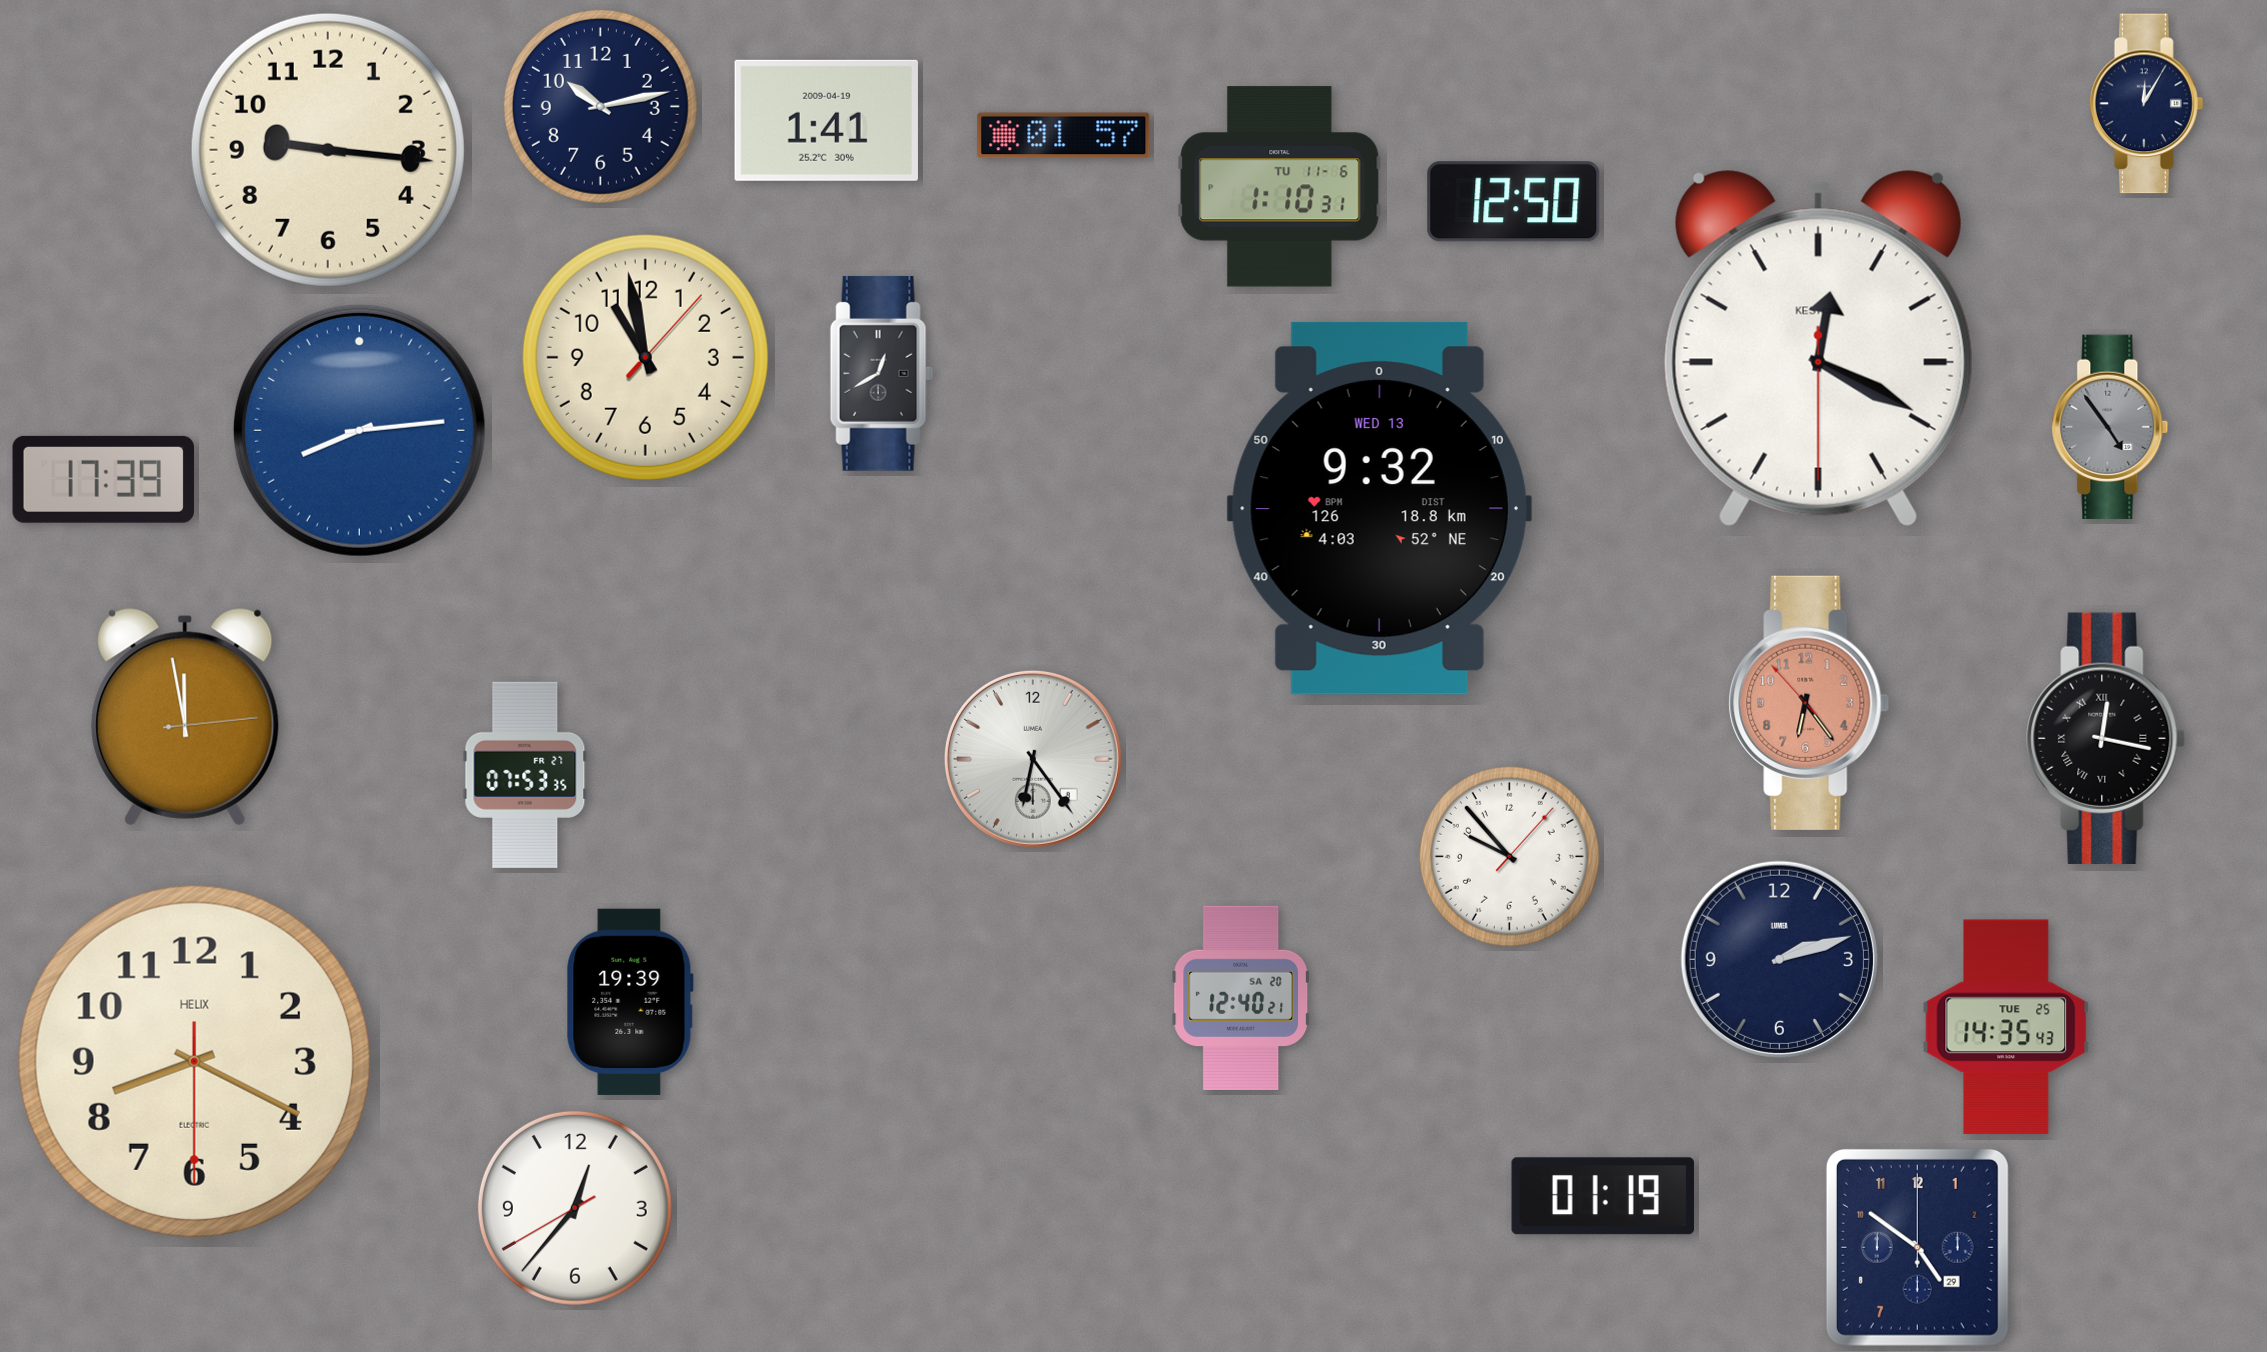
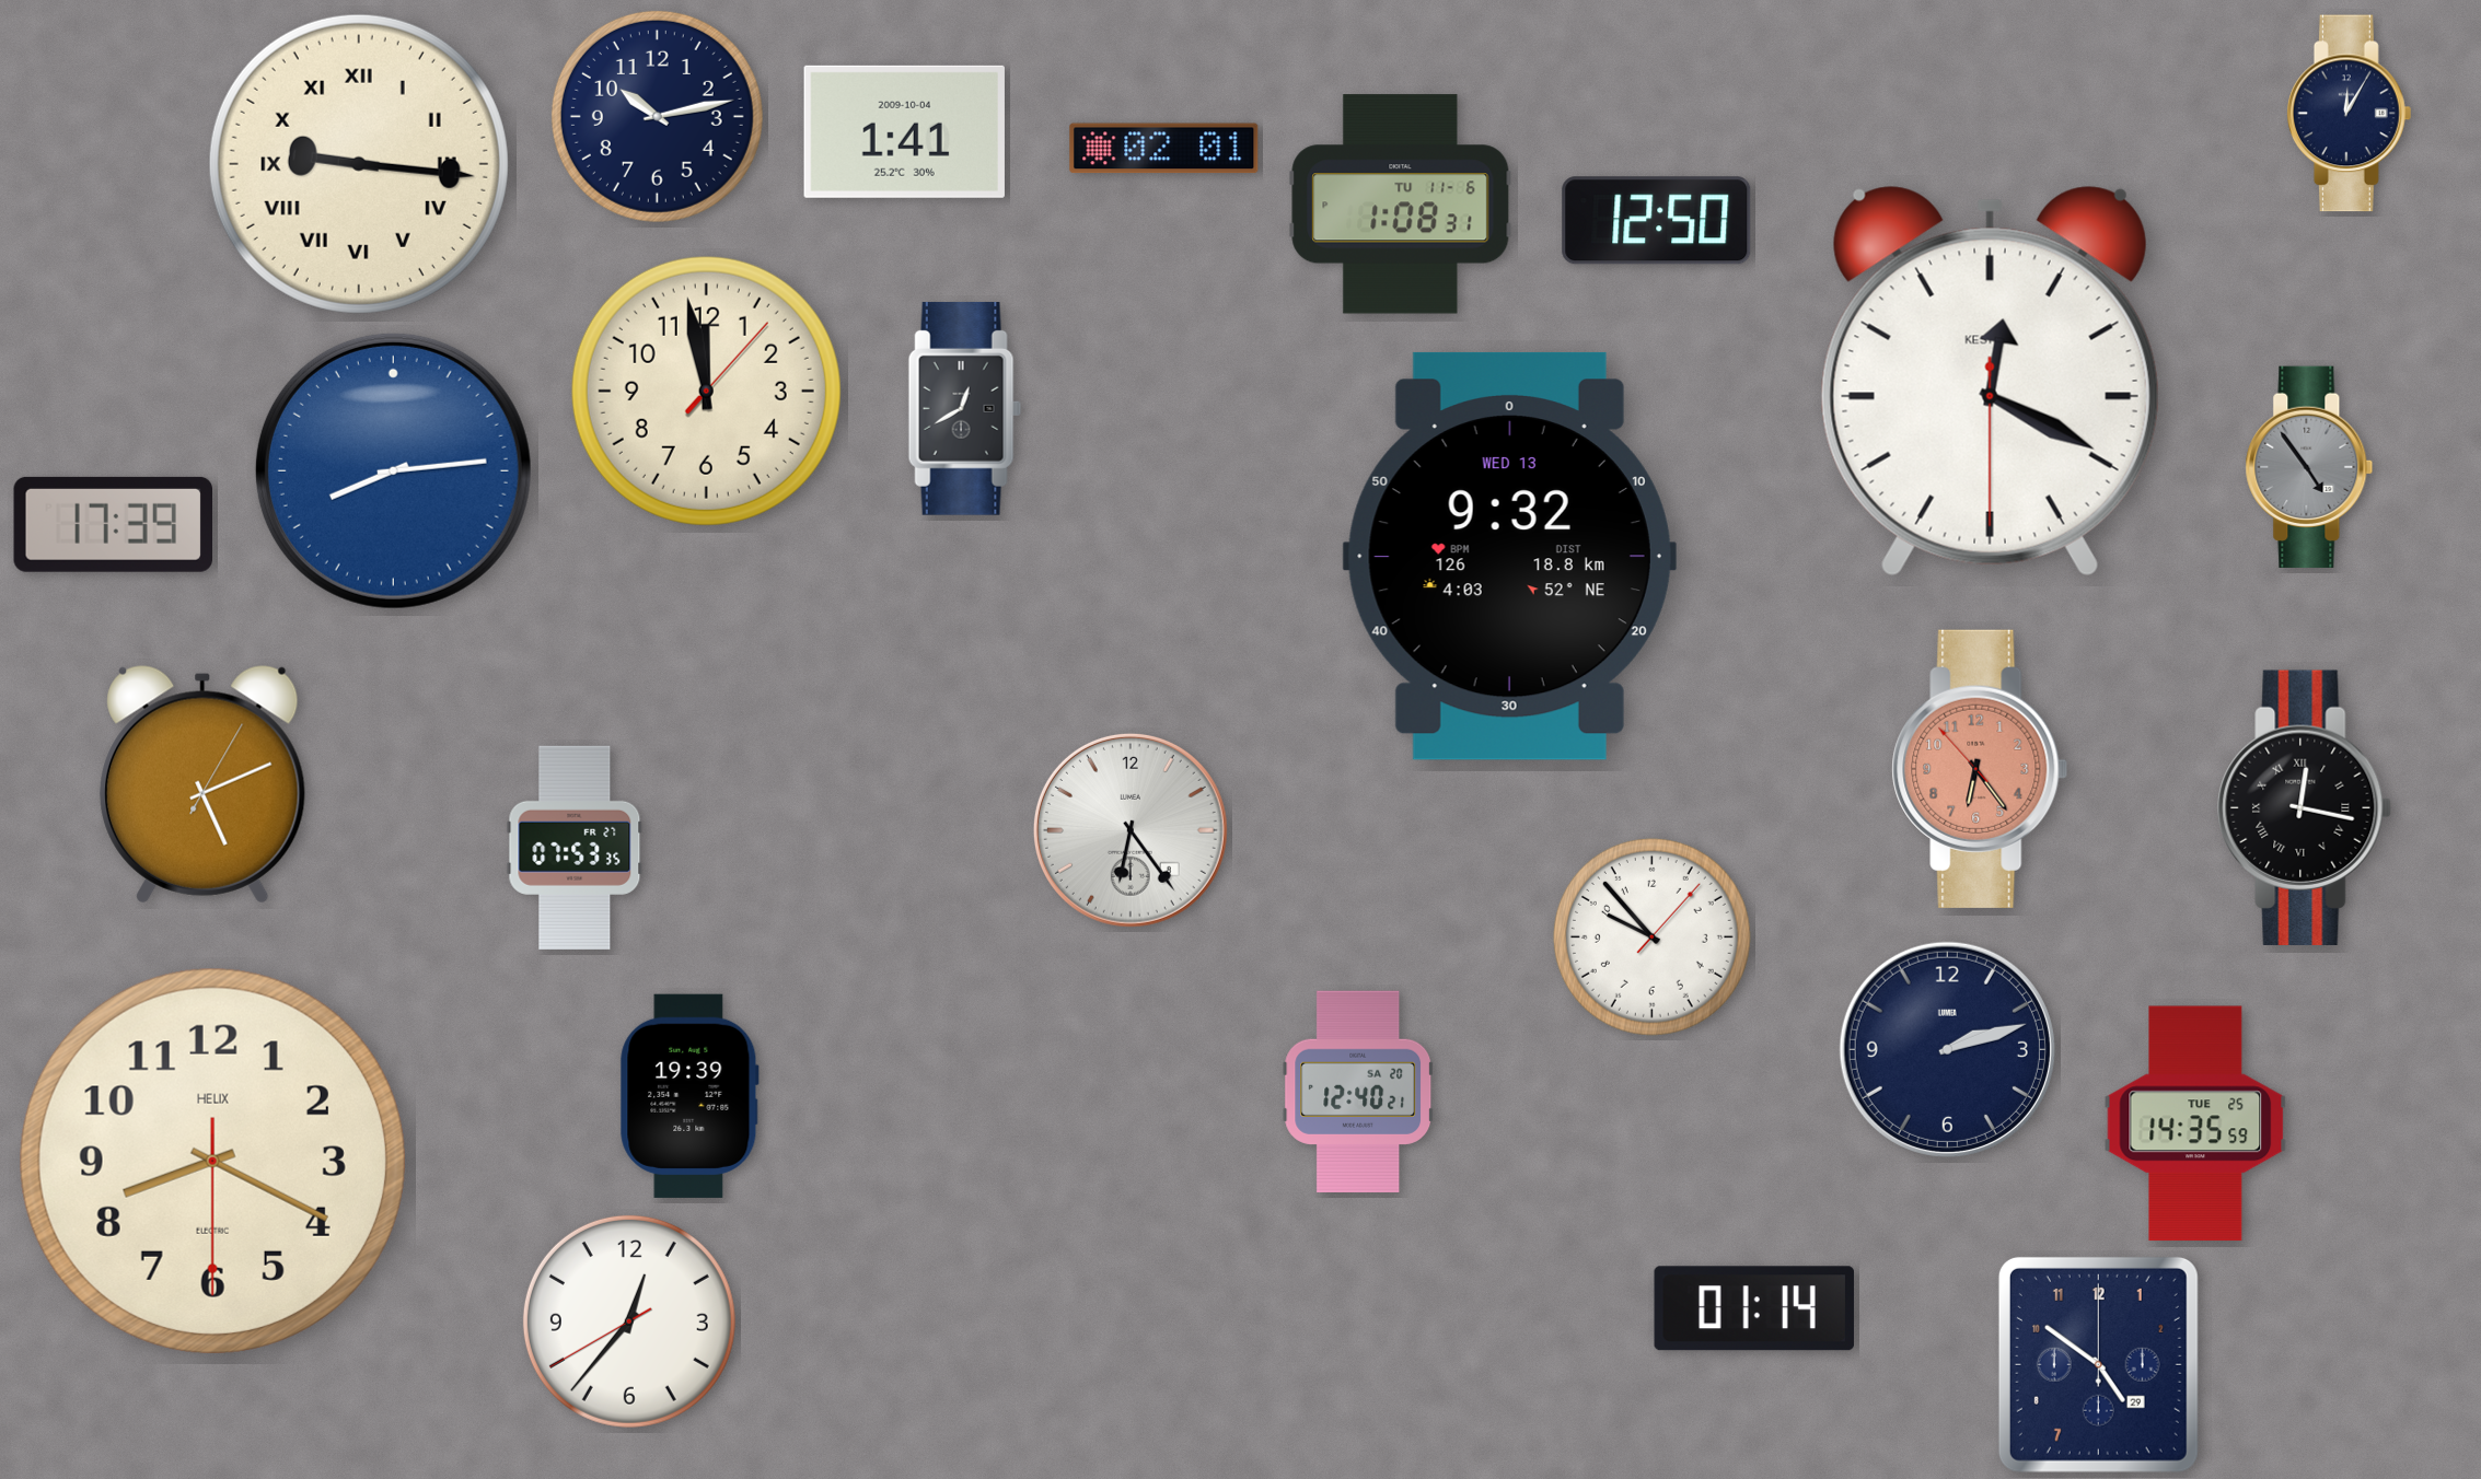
clock at (826, 120) date: 2009-04-19 -> 2009-10-04
clock at (1064, 136): 01:57 -> 02:01
clock at (328, 150) numerals: Arabic -> Roman
clock at (1280, 187): 1:10 -> 1:08
clock at (645, 357): 10:58 -> 11:58
clock at (185, 717): 11:58 -> 5:11
clock at (2006, 1027): 14:35:43 -> 14:35:59
clock at (1603, 1196): 01:19 -> 01:14
